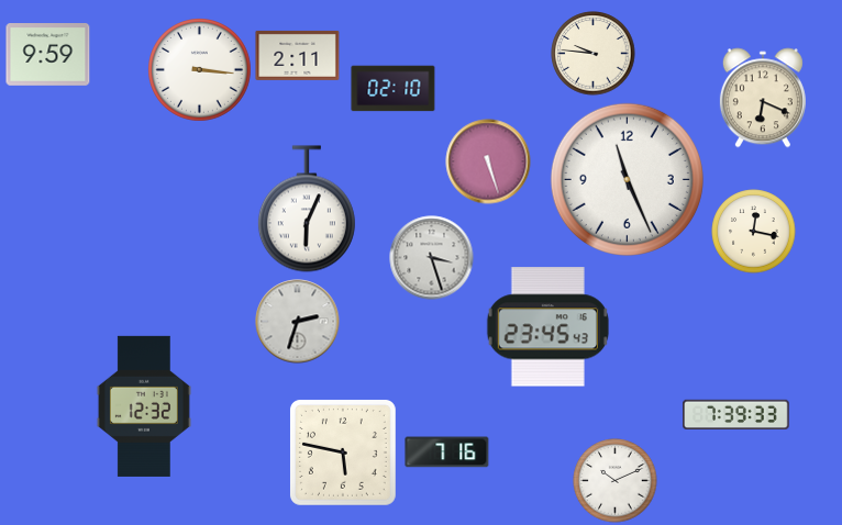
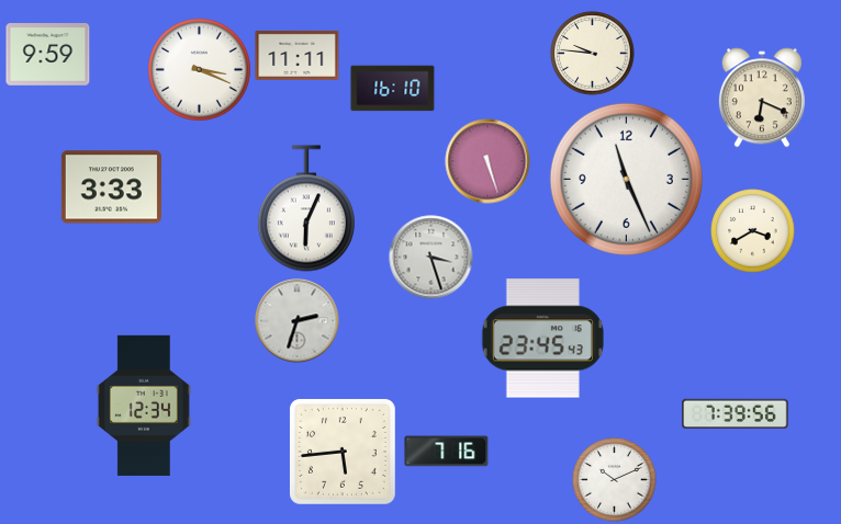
clock at (298, 55): 2:11 -> 11:11
clock at (200, 70): 3:16 -> 3:19
clock at (394, 89): 02:10 -> 16:10
clock at (111, 187): none -> 3:33
clock at (754, 232): 12:17 -> 3:40
clock at (547, 327) position: (547, 327) -> (542, 339)
clock at (144, 406): 12:32 -> 12:34
clock at (736, 415): 7:39:33 -> 7:39:56
clock at (343, 453): 5:47 -> 5:44
